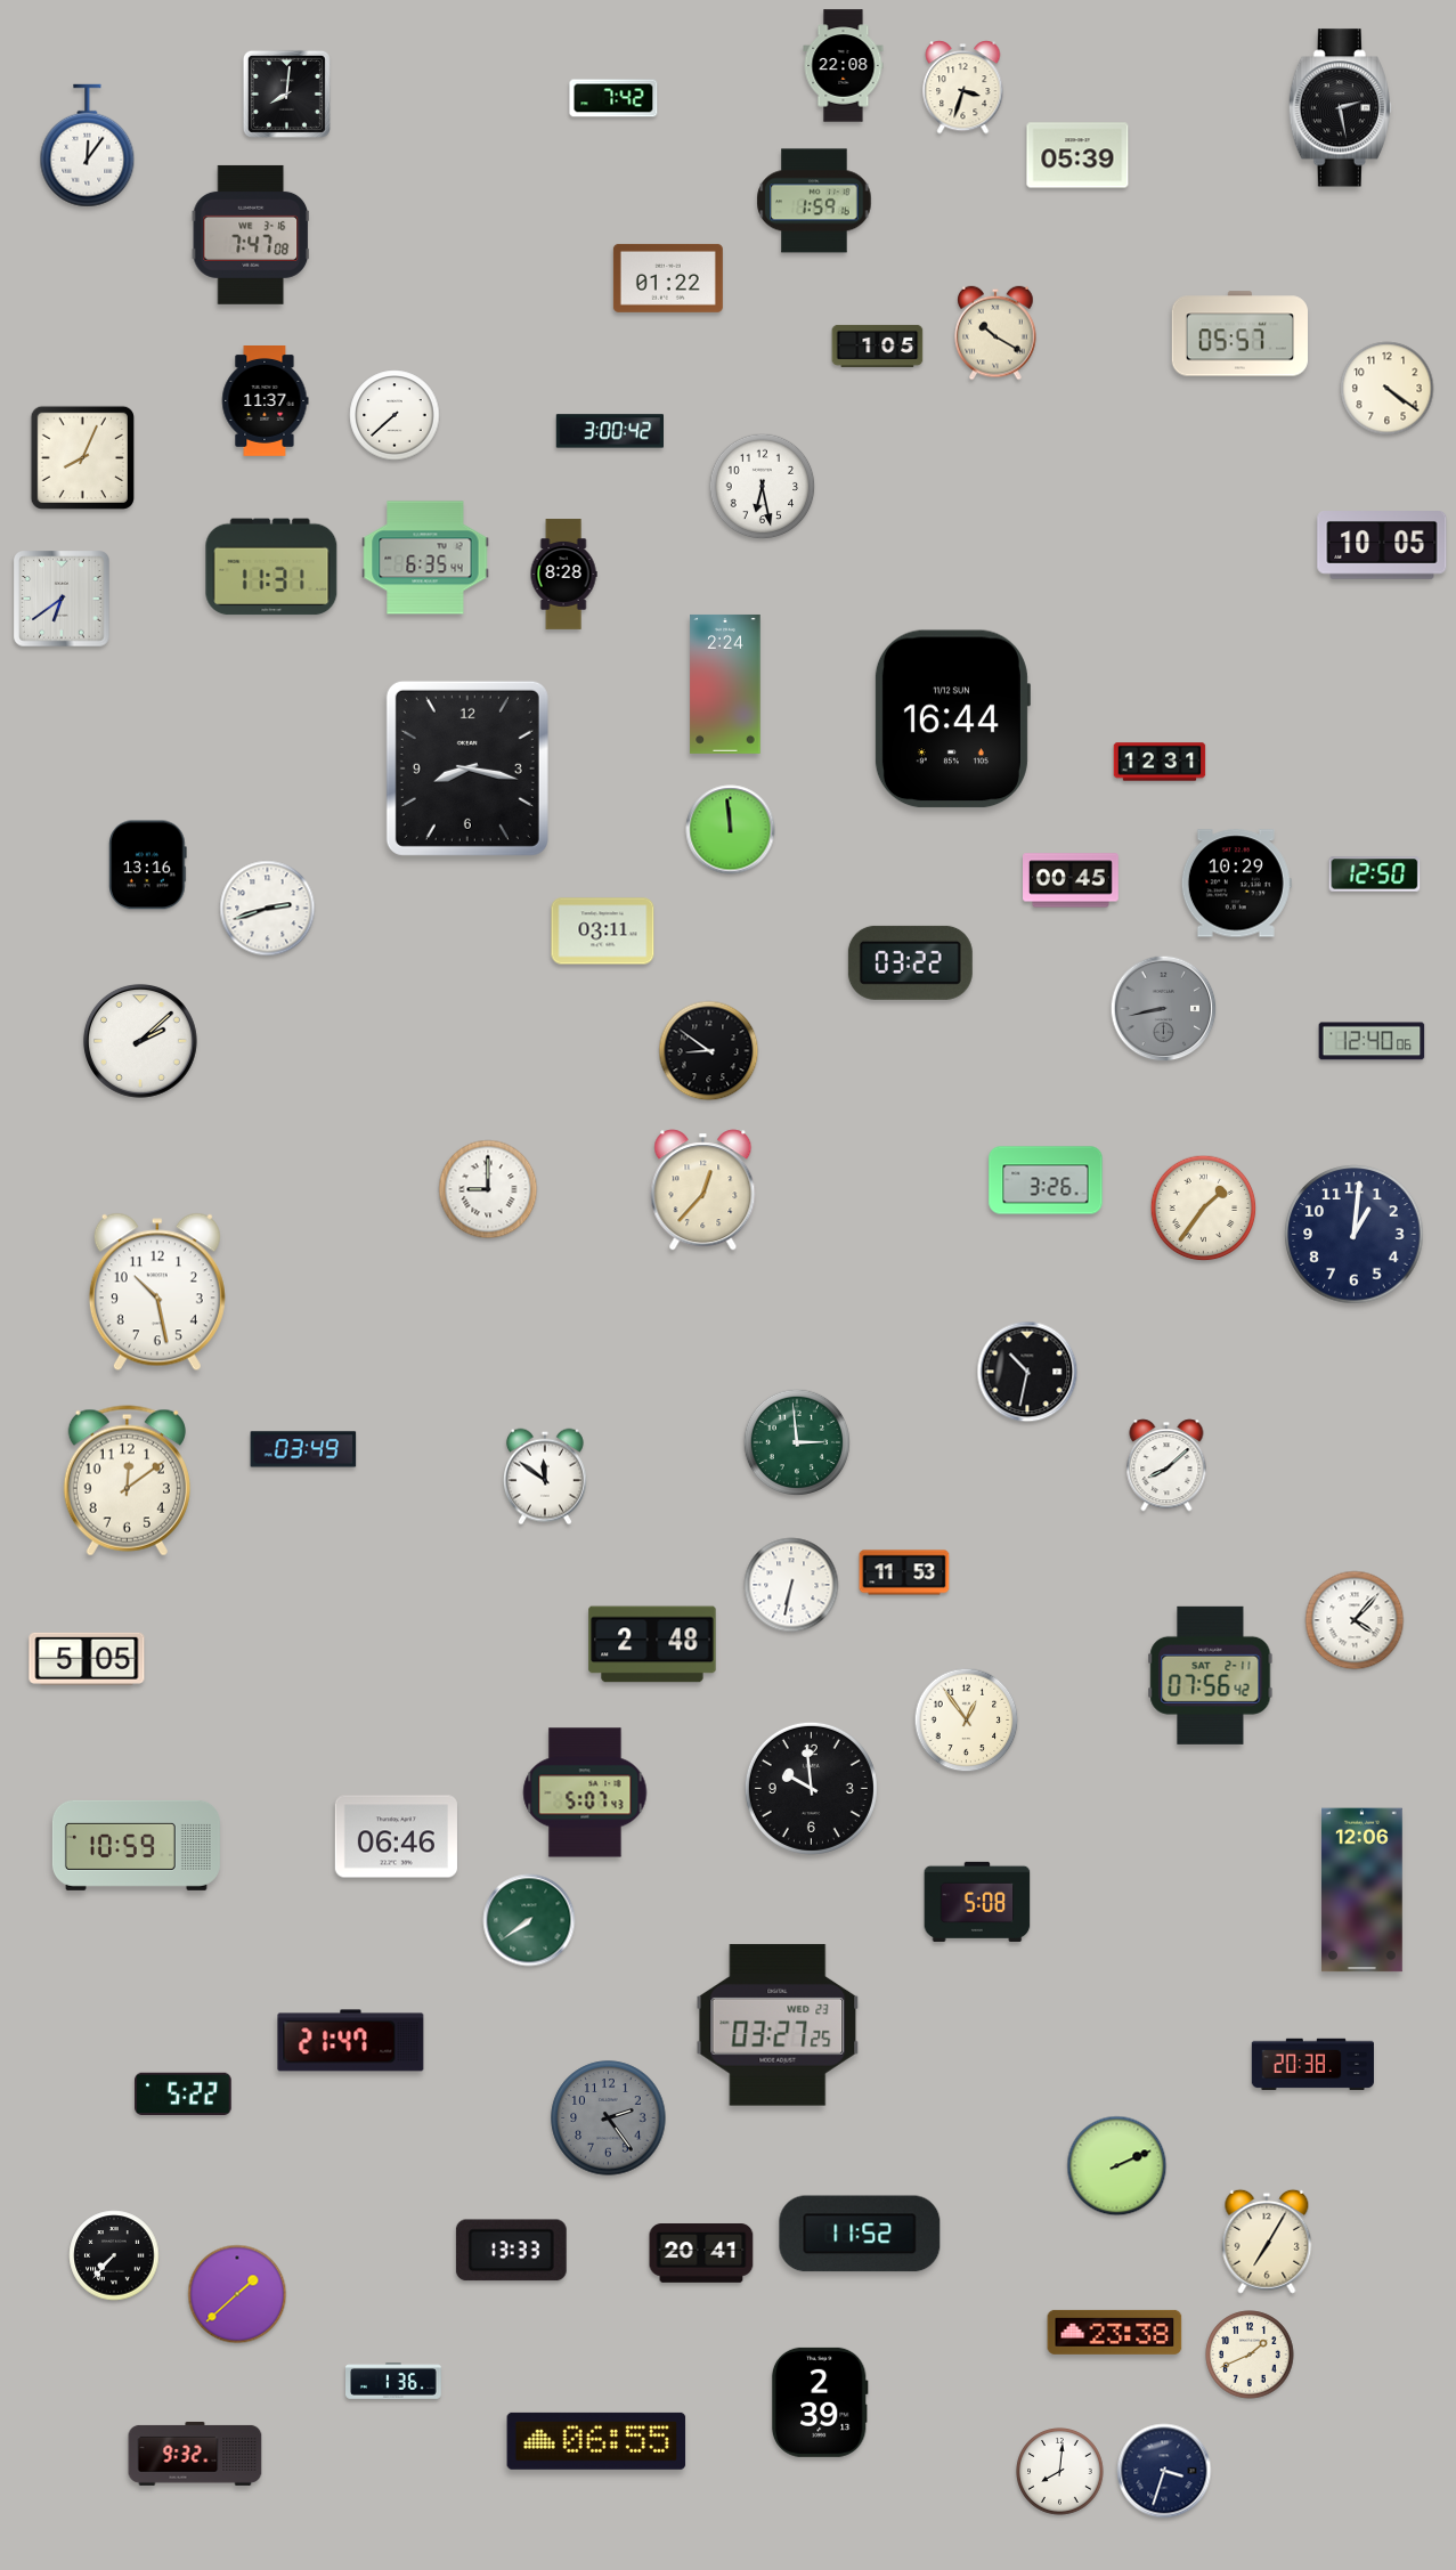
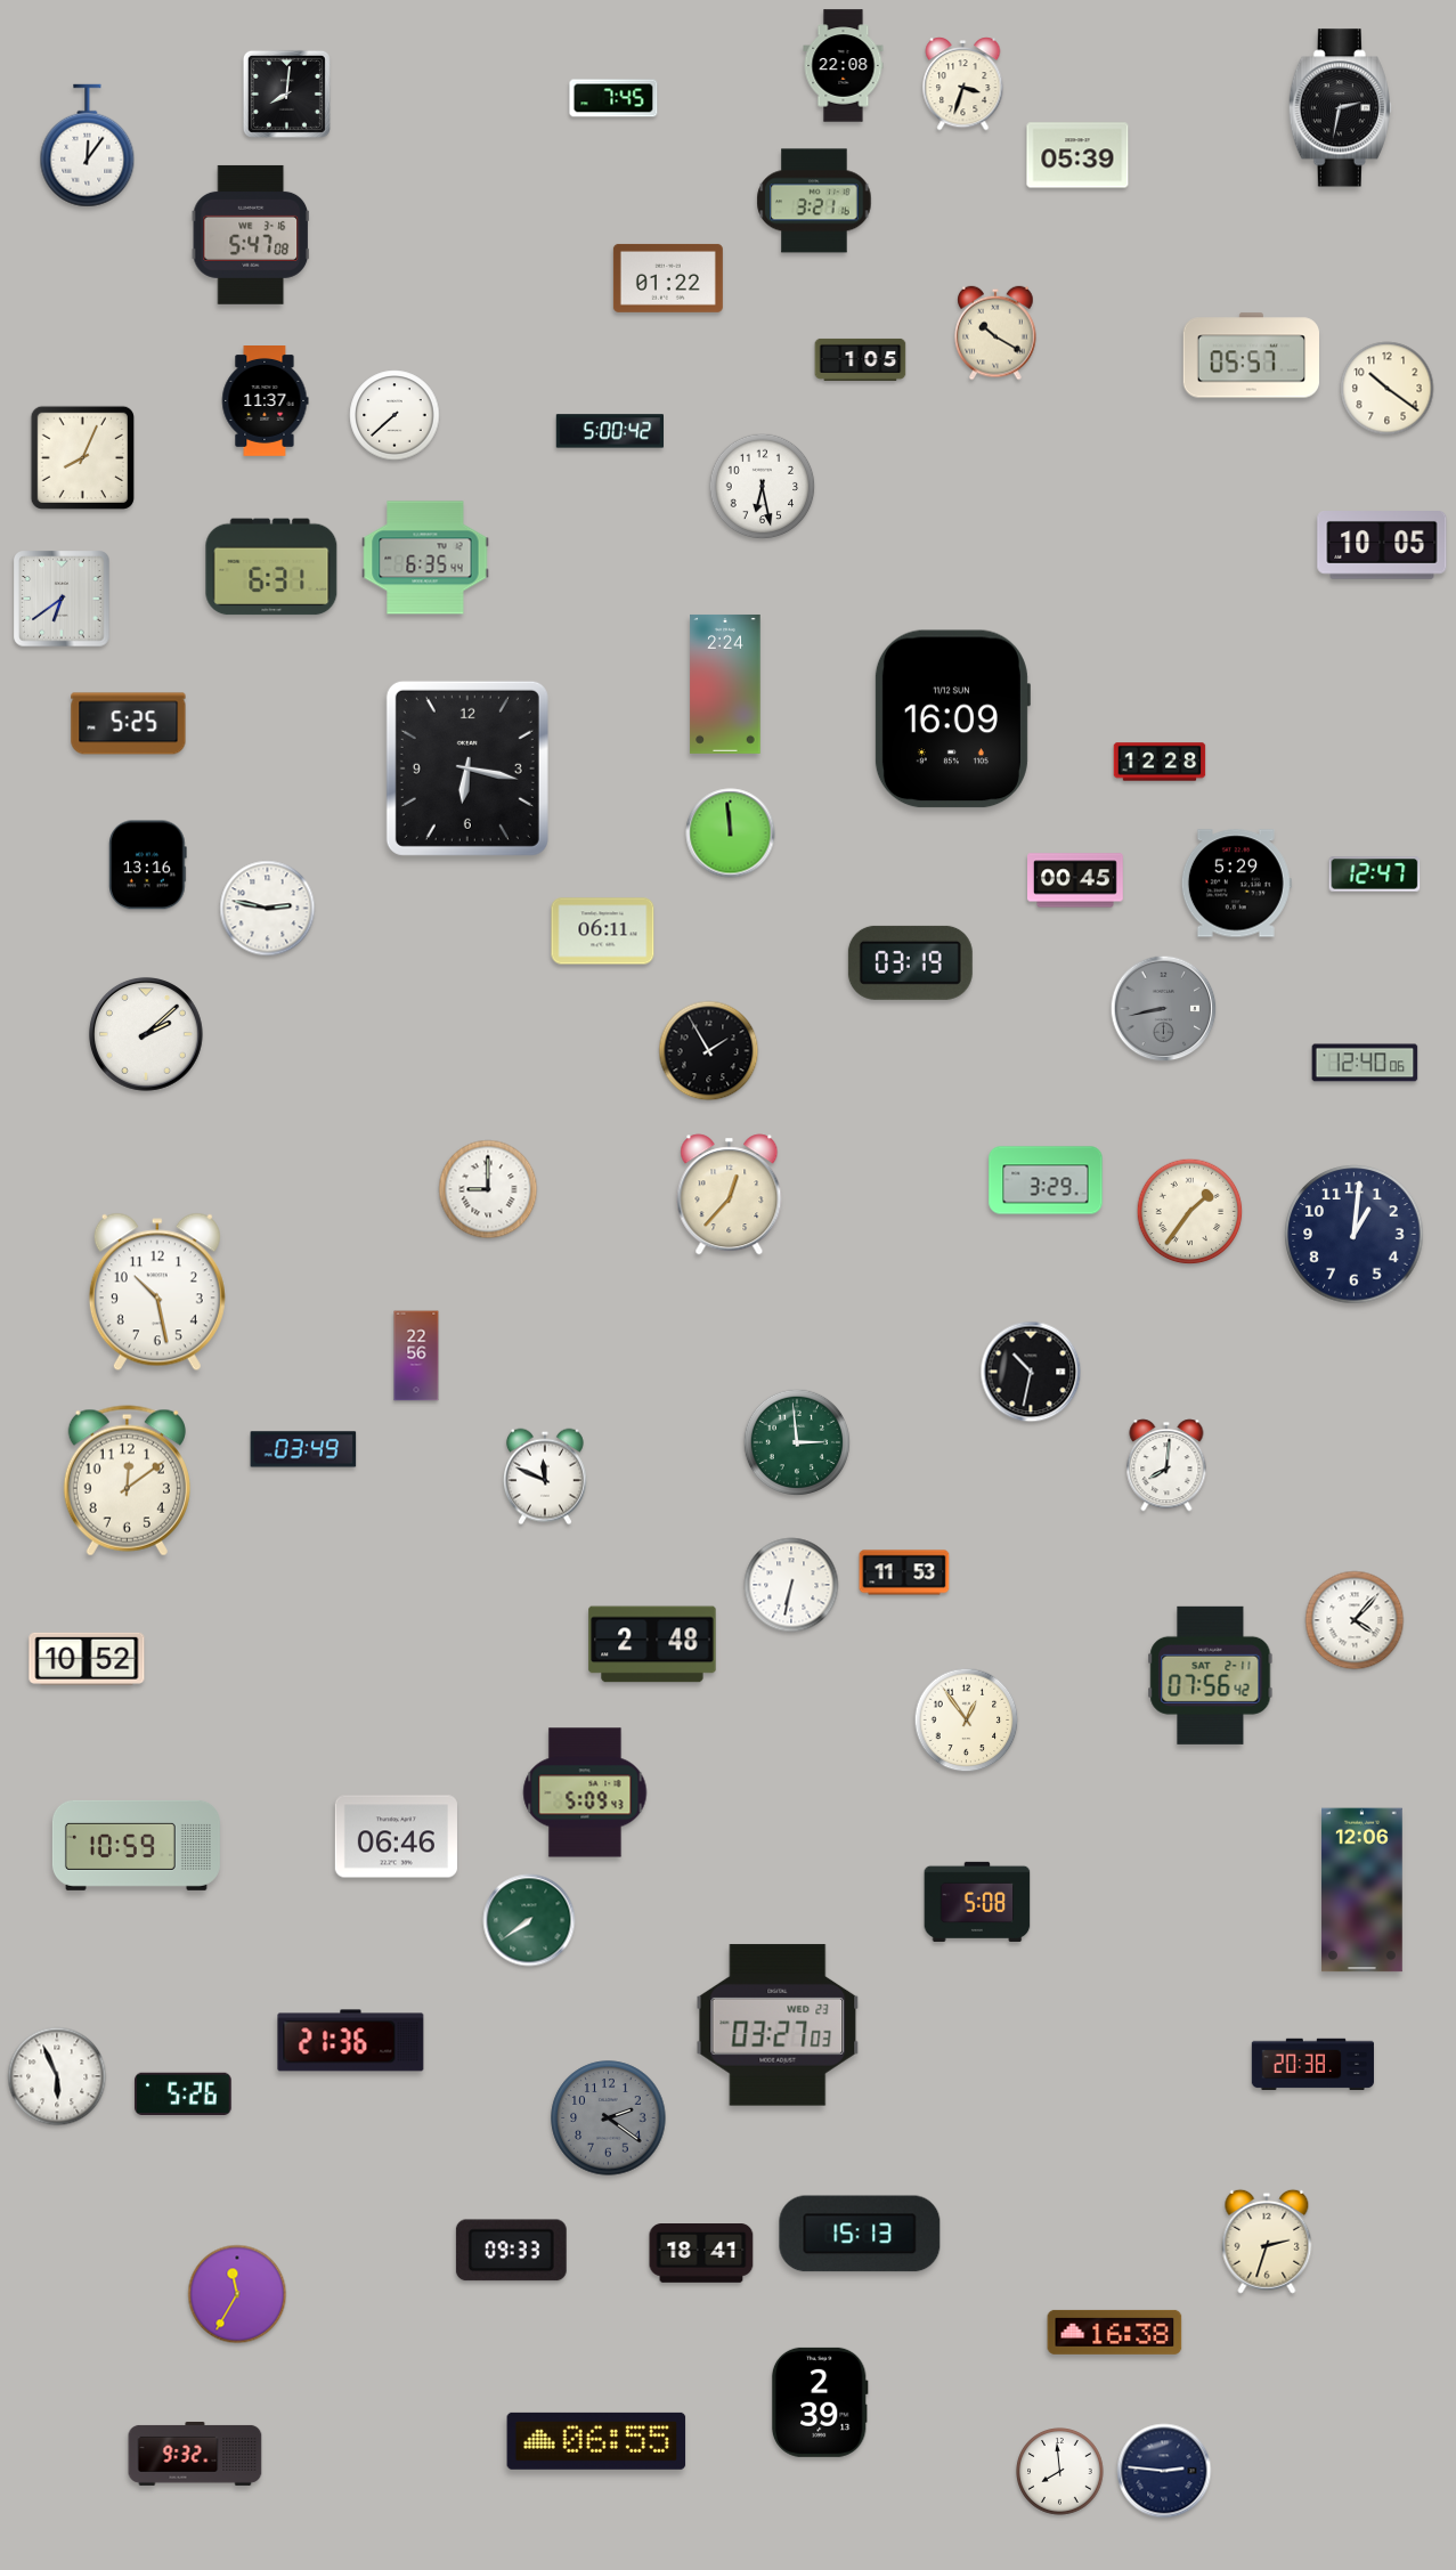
clock at (963, 88) position: (963, 88) -> (963, 84)
clock at (613, 98): 7:42 -> 7:45
clock at (1340, 108): 2:28 -> 2:32
clock at (814, 201): 1:59 -> 3:21
clock at (250, 235): 7:47 -> 5:47
clock at (1241, 334) position: (1241, 334) -> (1252, 356)
clock at (878, 345) position: (878, 345) -> (861, 359)
clock at (1388, 389): 4:21 -> 10:21
clock at (609, 431): 3:00 -> 5:00
clock at (271, 567): 11:31 -> 6:31
clock at (563, 575): 8:28 -> none
clock at (952, 719): 16:44 -> 16:09
clock at (129, 724): none -> 5:25
clock at (1160, 762): 12:31 -> 12:28
clock at (467, 768): 8:17 -> 6:17
clock at (731, 830) position: (731, 830) -> (731, 833)
clock at (1375, 875): 12:50 -> 12:47
clock at (1072, 880) position: (1072, 880) -> (1076, 880)
clock at (1236, 884): 10:29 -> 5:29
clock at (268, 909): 2:42 -> 2:47
clock at (603, 932): 03:11 -> 06:11
clock at (910, 962): 03:22 -> 03:19
clock at (140, 1041) position: (140, 1041) -> (146, 1034)
clock at (1372, 1041) position: (1372, 1041) -> (1365, 1063)
clock at (709, 1051): 8:51 -> 1:55
clock at (1046, 1180): 3:26 -> 3:29
clock at (703, 1190) position: (703, 1190) -> (730, 1195)
clock at (1204, 1209) position: (1204, 1209) -> (1190, 1212)
clock at (416, 1356): none -> 22:56
clock at (1027, 1372) position: (1027, 1372) -> (1031, 1372)
clock at (1166, 1465): 8:08 -> 8:01
clock at (545, 1477): 11:51 -> 11:49
clock at (87, 1659): 5:05 -> 10:52
clock at (811, 1788): 9:59 -> none
clock at (585, 1792): 5:07 -> 5:09
clock at (778, 2025): 03:27:25 -> 03:27:03
clock at (351, 2041): 21:47 -> 21:36
clock at (57, 2076): none -> 5:56
clock at (184, 2095): 5:22 -> 5:26
clock at (609, 2118): 2:24 -> 2:21
clock at (1117, 2166): 2:11 -> none
clock at (860, 2234): 11:52 -> 15:13
clock at (1267, 2242): 7:05 -> 2:33
clock at (511, 2251): 13:33 -> 09:33
clock at (701, 2254): 20:41 -> 18:41
clock at (114, 2255): 7:37 -> none
clock at (237, 2294): 1:38 -> 11:35
clock at (1115, 2332): 23:38 -> 16:38
clock at (1250, 2355): 1:41 -> none
clock at (394, 2381): 1:36 -> none
clock at (1164, 2471): 3:33 -> 2:46
clock at (1060, 2472): 8:01 -> 7:59
